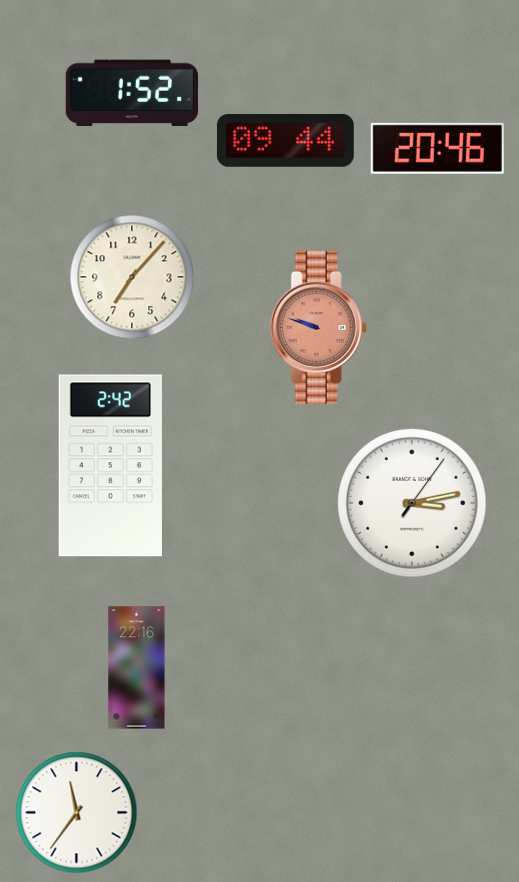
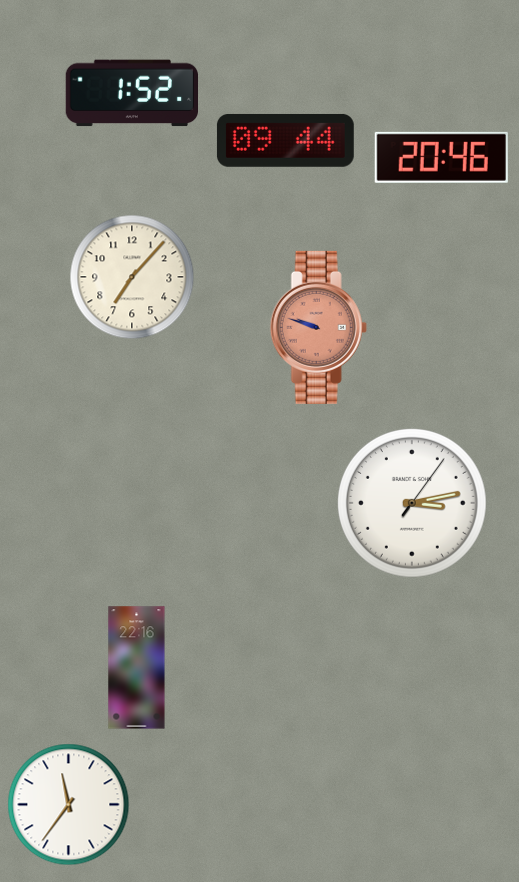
clock at (437, 148) position: (437, 148) -> (441, 157)
clock at (110, 466): 2:42 -> none
clock at (77, 813) position: (77, 813) -> (69, 805)
